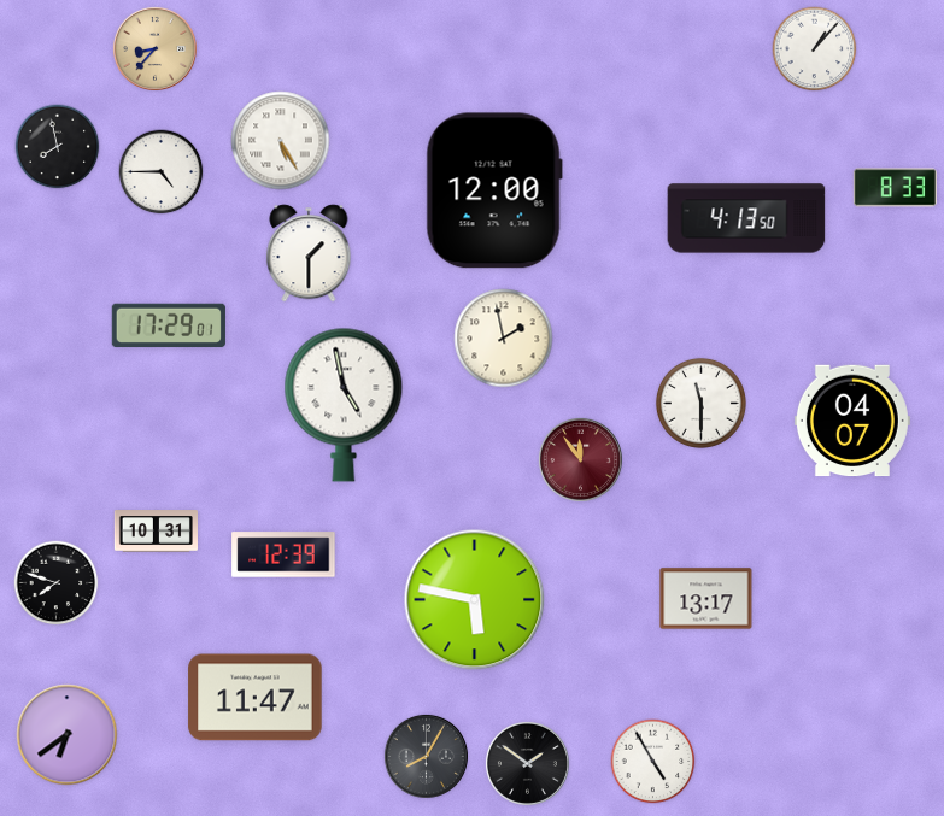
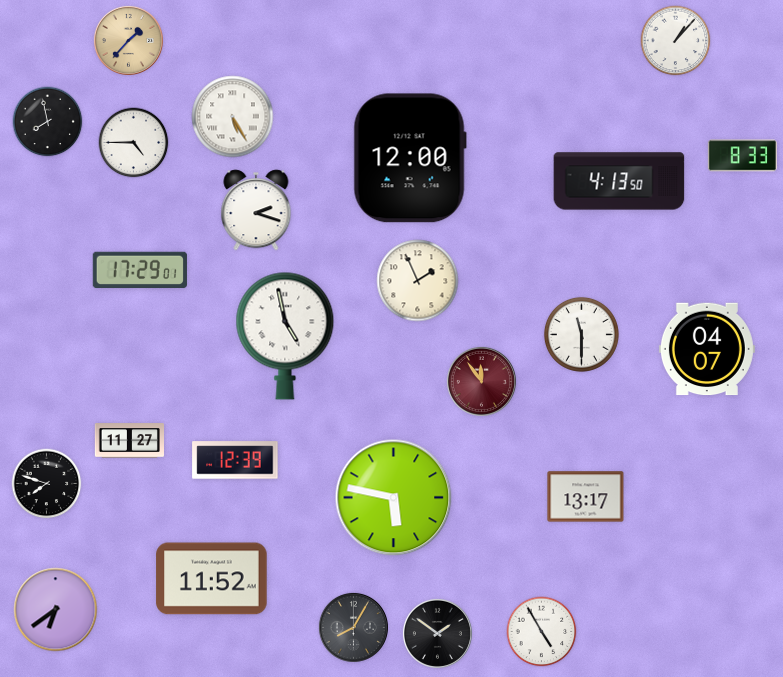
clock at (154, 48): 8:37 -> 1:37
clock at (309, 253): 1:30 -> 2:18
clock at (504, 339): 1:58 -> 1:56
clock at (156, 532): 10:31 -> 11:27
clock at (256, 698): 11:47 -> 11:52
